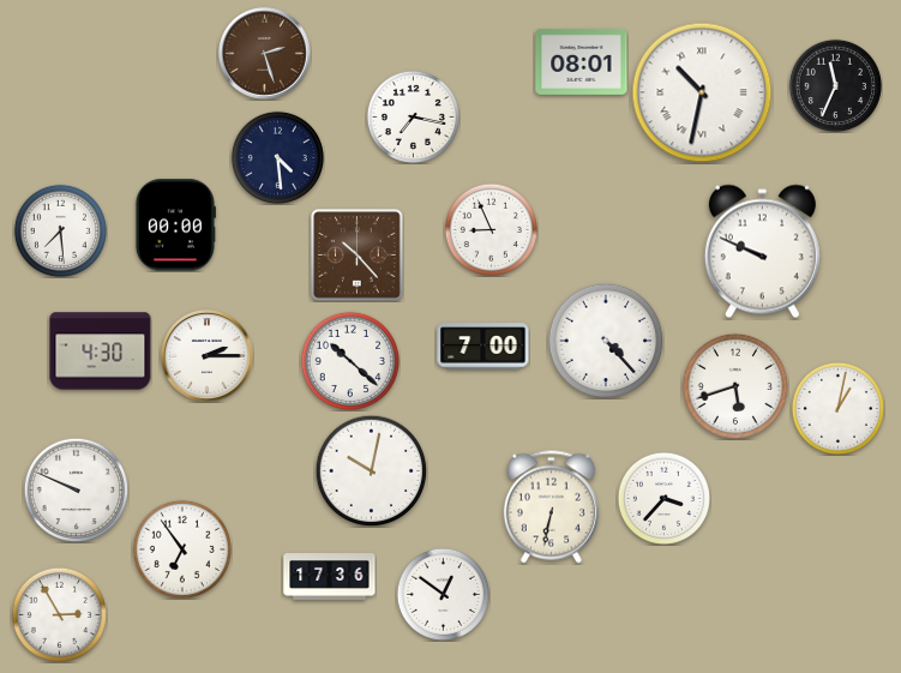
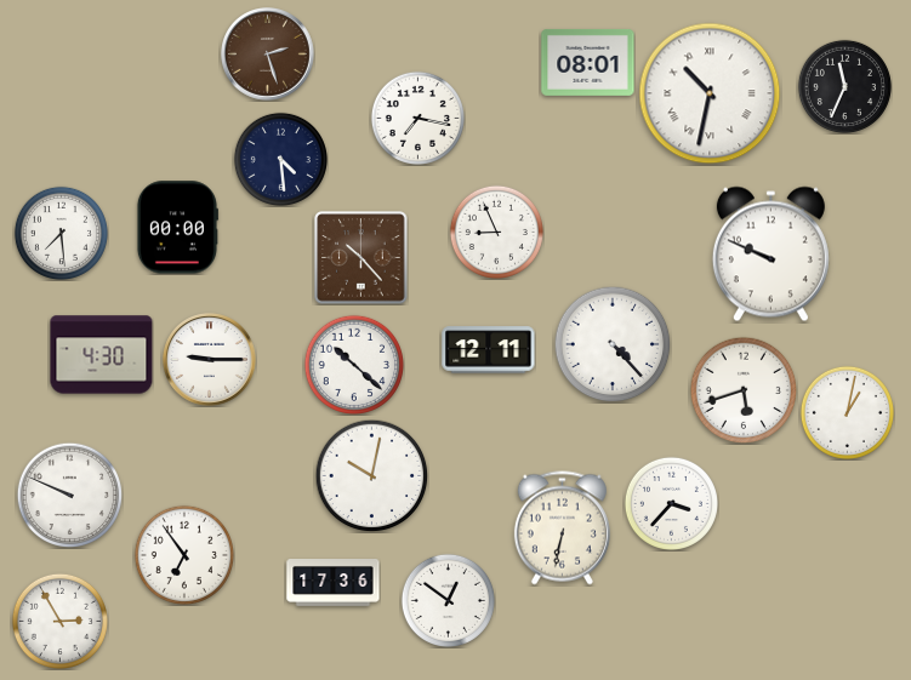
clock at (483, 347): 7:00 -> 12:11
clock at (208, 356): 2:15 -> 9:15
clock at (371, 470) position: (371, 470) -> (371, 475)
clock at (76, 489) position: (76, 489) -> (69, 495)
clock at (551, 507) position: (551, 507) -> (562, 528)
